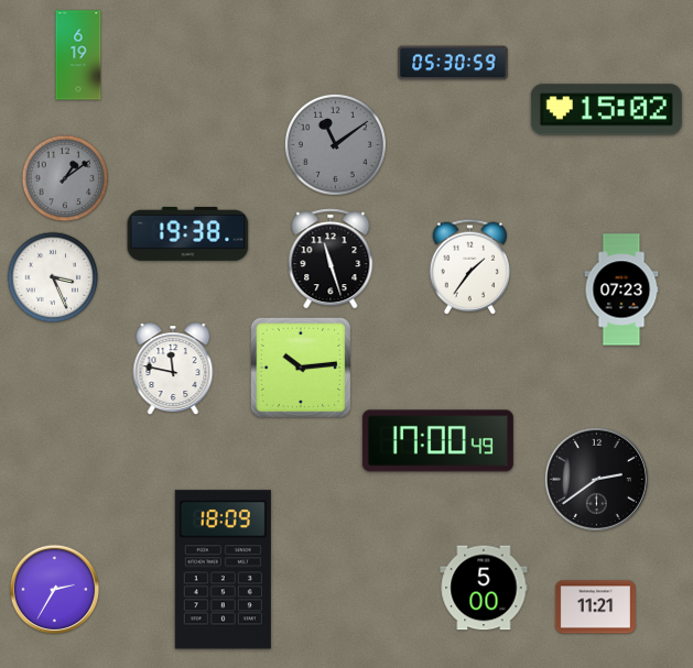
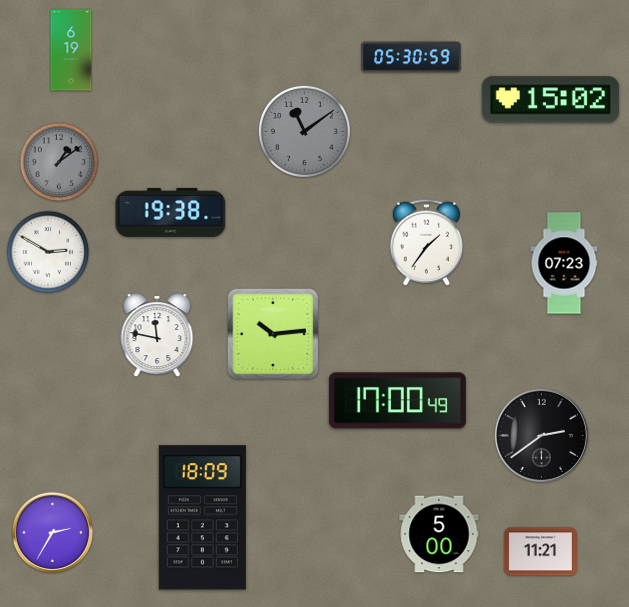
clock at (331, 259): 11:27 -> none
clock at (53, 277): 3:26 -> 2:50
clock at (54, 589) position: (54, 589) -> (52, 532)
